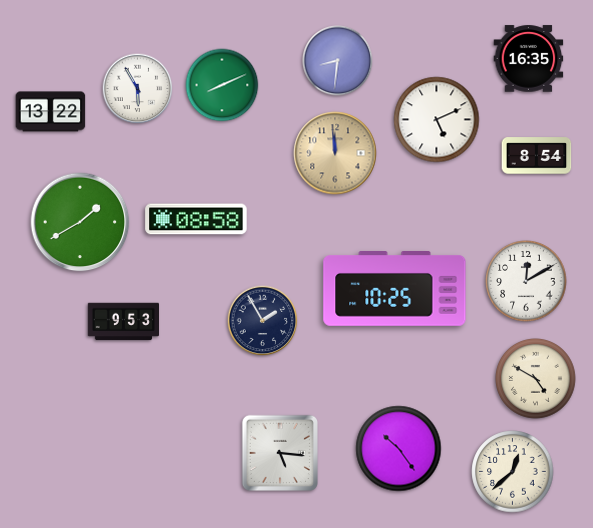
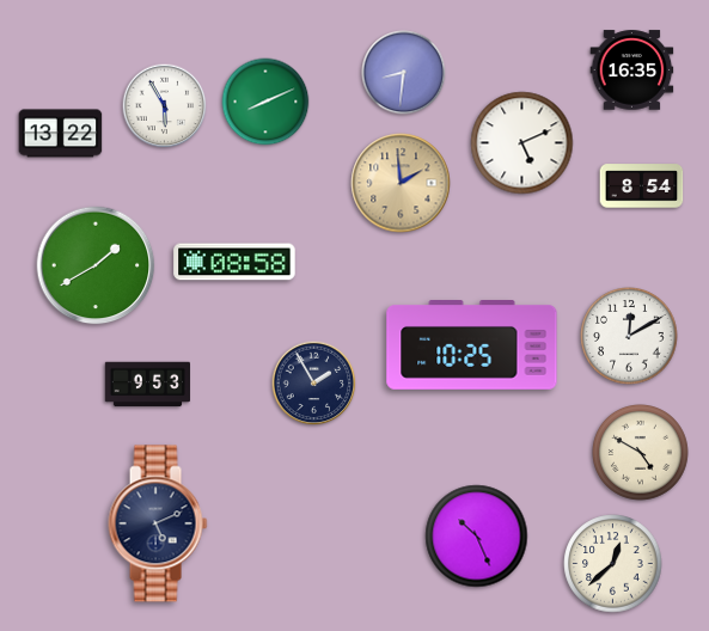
clock at (335, 153): 11:59 -> 1:59
clock at (158, 523): none -> 5:11
clock at (399, 449): 10:24 -> 10:26
clock at (279, 452): 5:16 -> none
